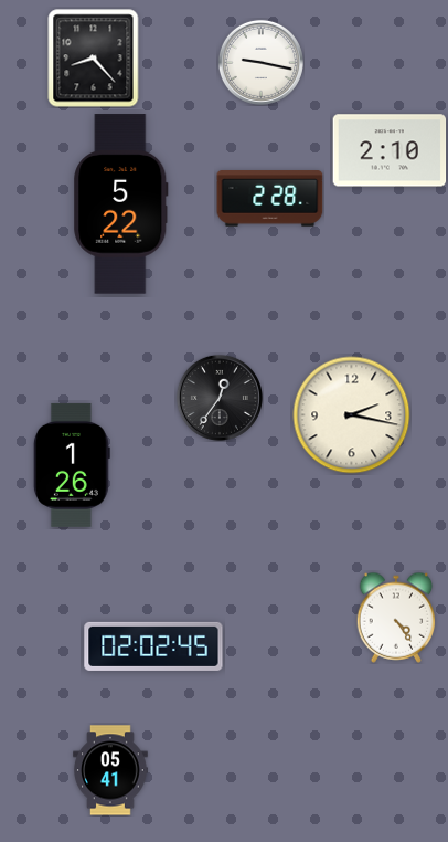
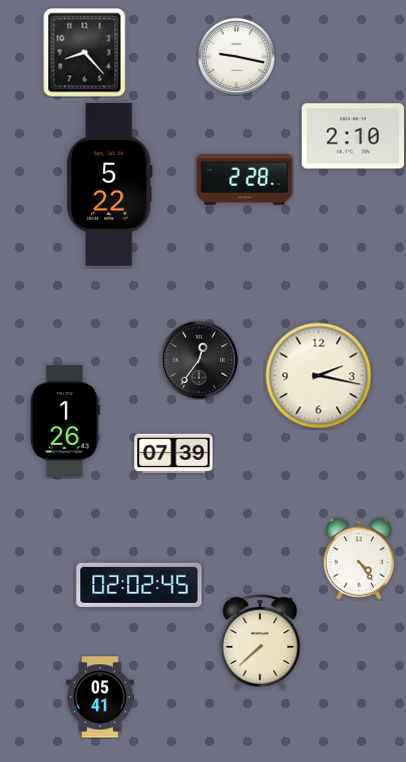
clock at (174, 454): none -> 07:39
clock at (260, 642): none -> 7:38
